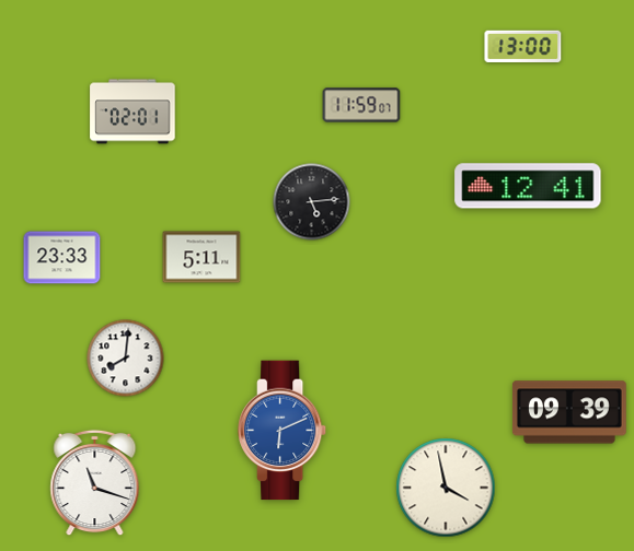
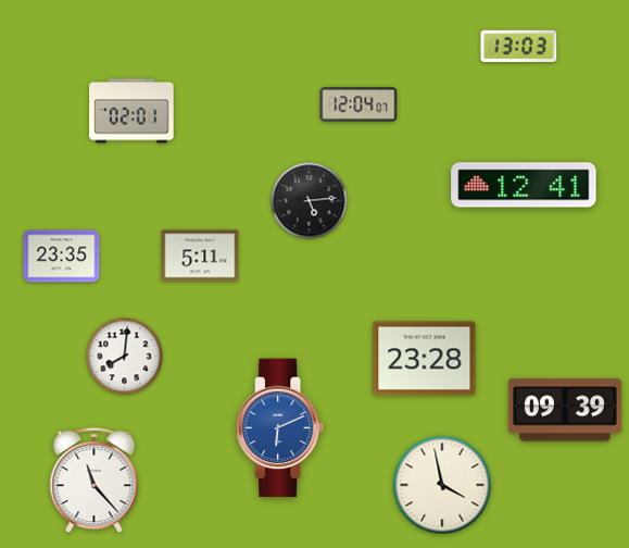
clock at (523, 46): 13:00 -> 13:03
clock at (361, 105): 11:59 -> 12:04
clock at (62, 258): 23:33 -> 23:35
clock at (425, 359): none -> 23:28
clock at (95, 483): 11:18 -> 11:23
